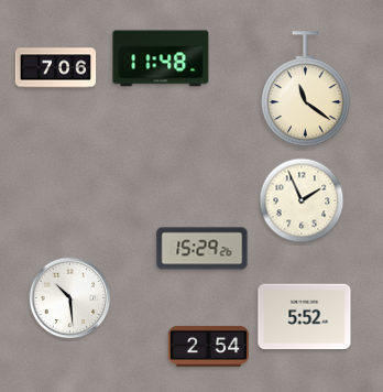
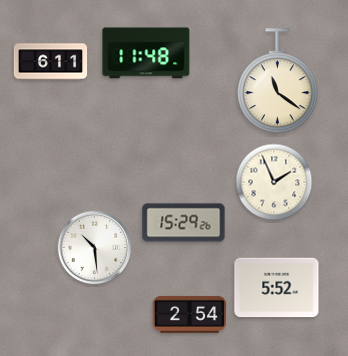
clock at (56, 68): 7:06 -> 6:11
clock at (203, 249) position: (203, 249) -> (184, 223)
clock at (70, 298) position: (70, 298) -> (95, 248)
